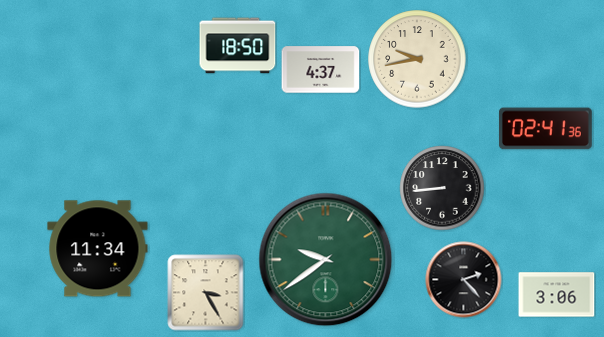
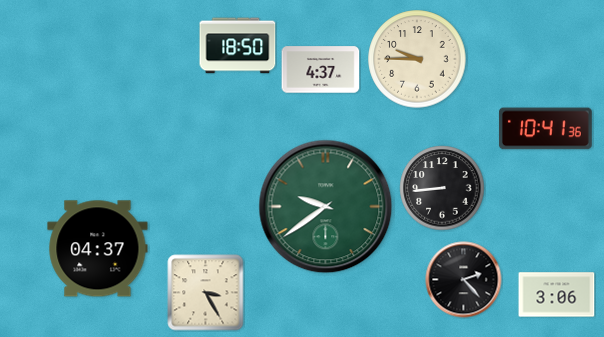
clock at (417, 59): 9:43 -> 9:45
clock at (546, 129): 02:41 -> 10:41
clock at (98, 249): 11:34 -> 04:37
clock at (326, 260) position: (326, 260) -> (326, 207)
